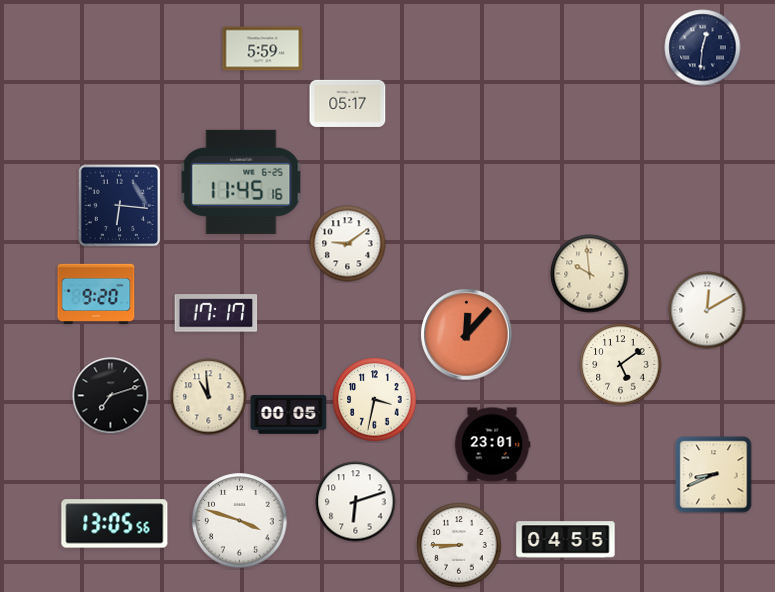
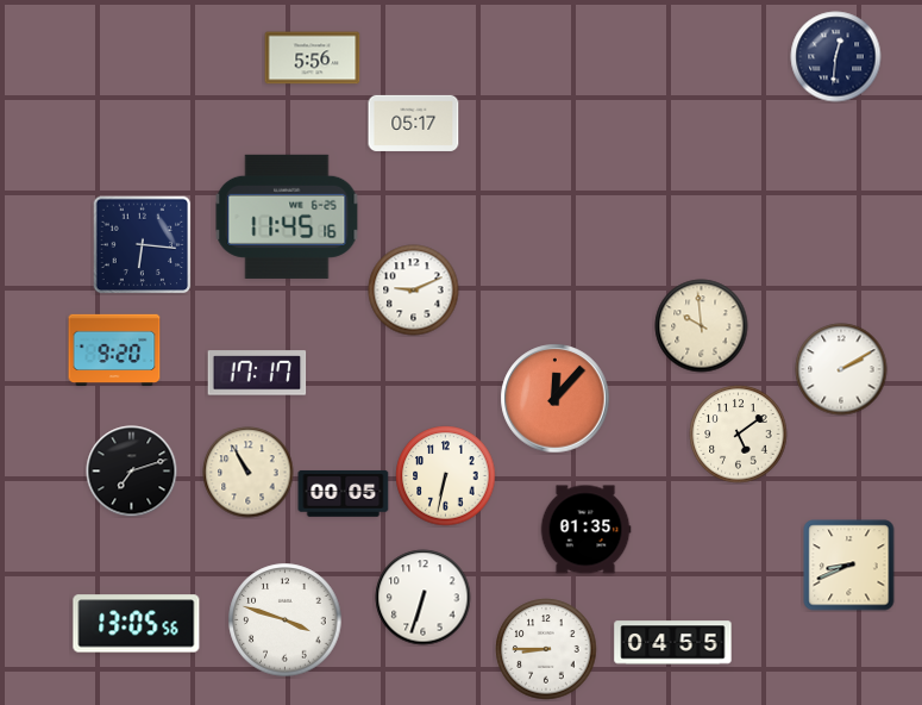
clock at (263, 49): 5:59 -> 5:56
clock at (348, 244): 9:09 -> 9:11
clock at (707, 310): 12:10 -> 2:10
clock at (209, 397): 10:59 -> 10:55
clock at (375, 400): 3:32 -> 6:32
clock at (492, 445): 23:01 -> 01:35
clock at (356, 502): 6:12 -> 6:33
